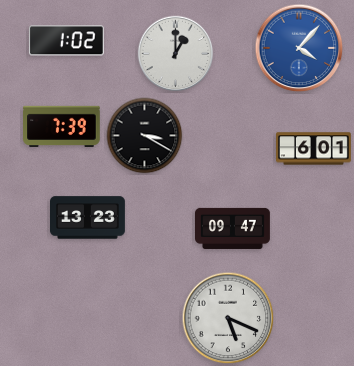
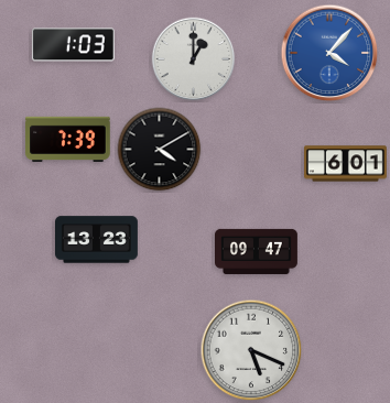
clock at (66, 41): 1:02 -> 1:03
clock at (145, 136): 3:20 -> 4:10
